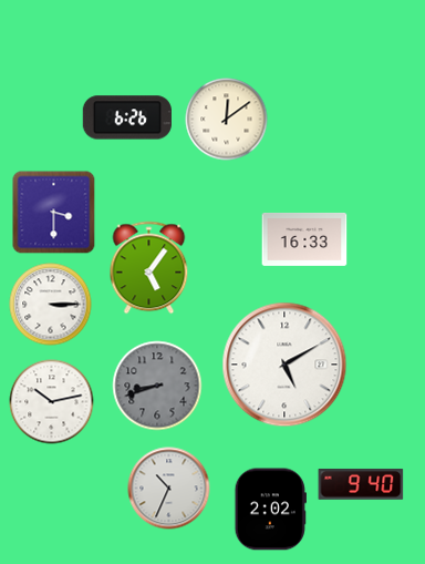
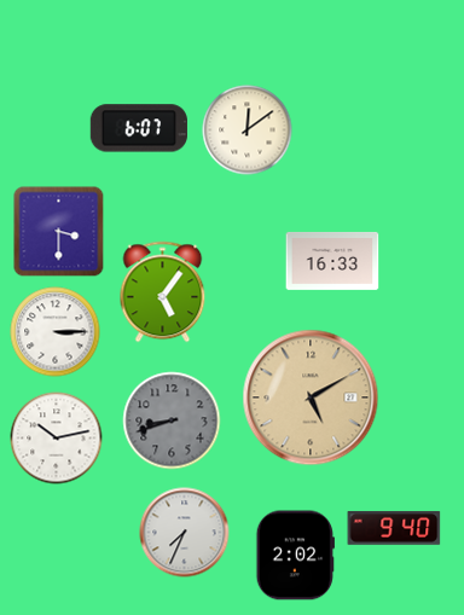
clock at (127, 117): 6:26 -> 6:07
clock at (284, 365) dial: white -> champagne
clock at (169, 489): 10:34 -> 7:34
